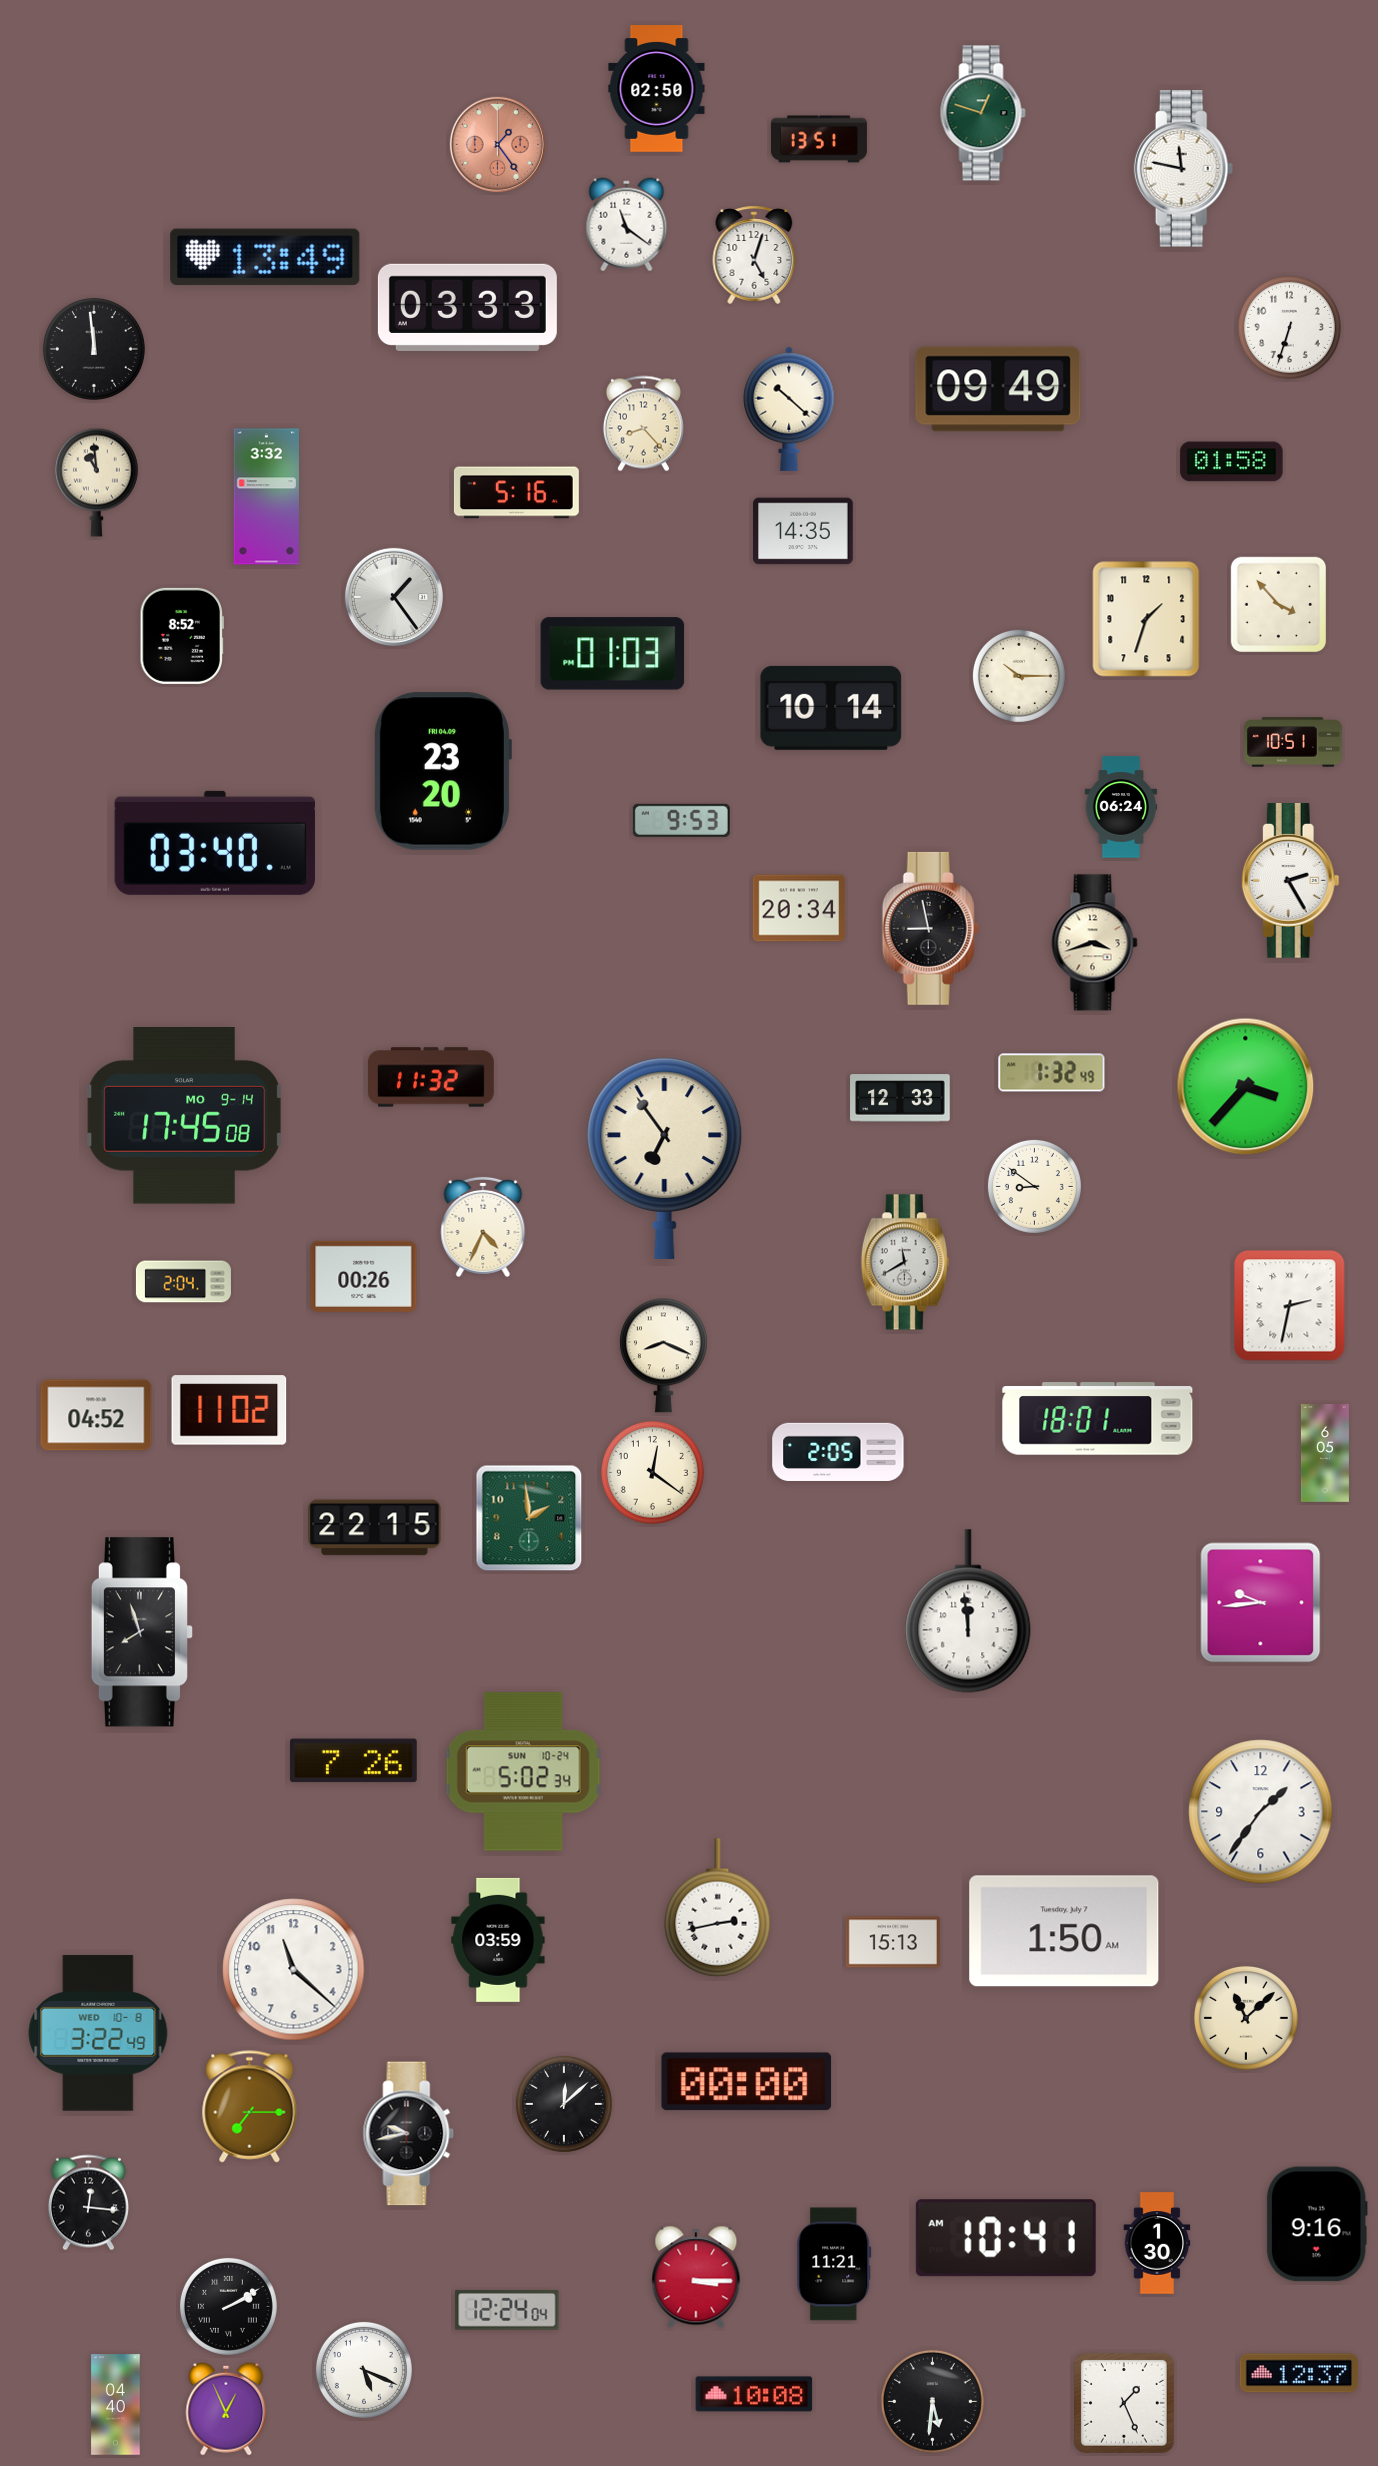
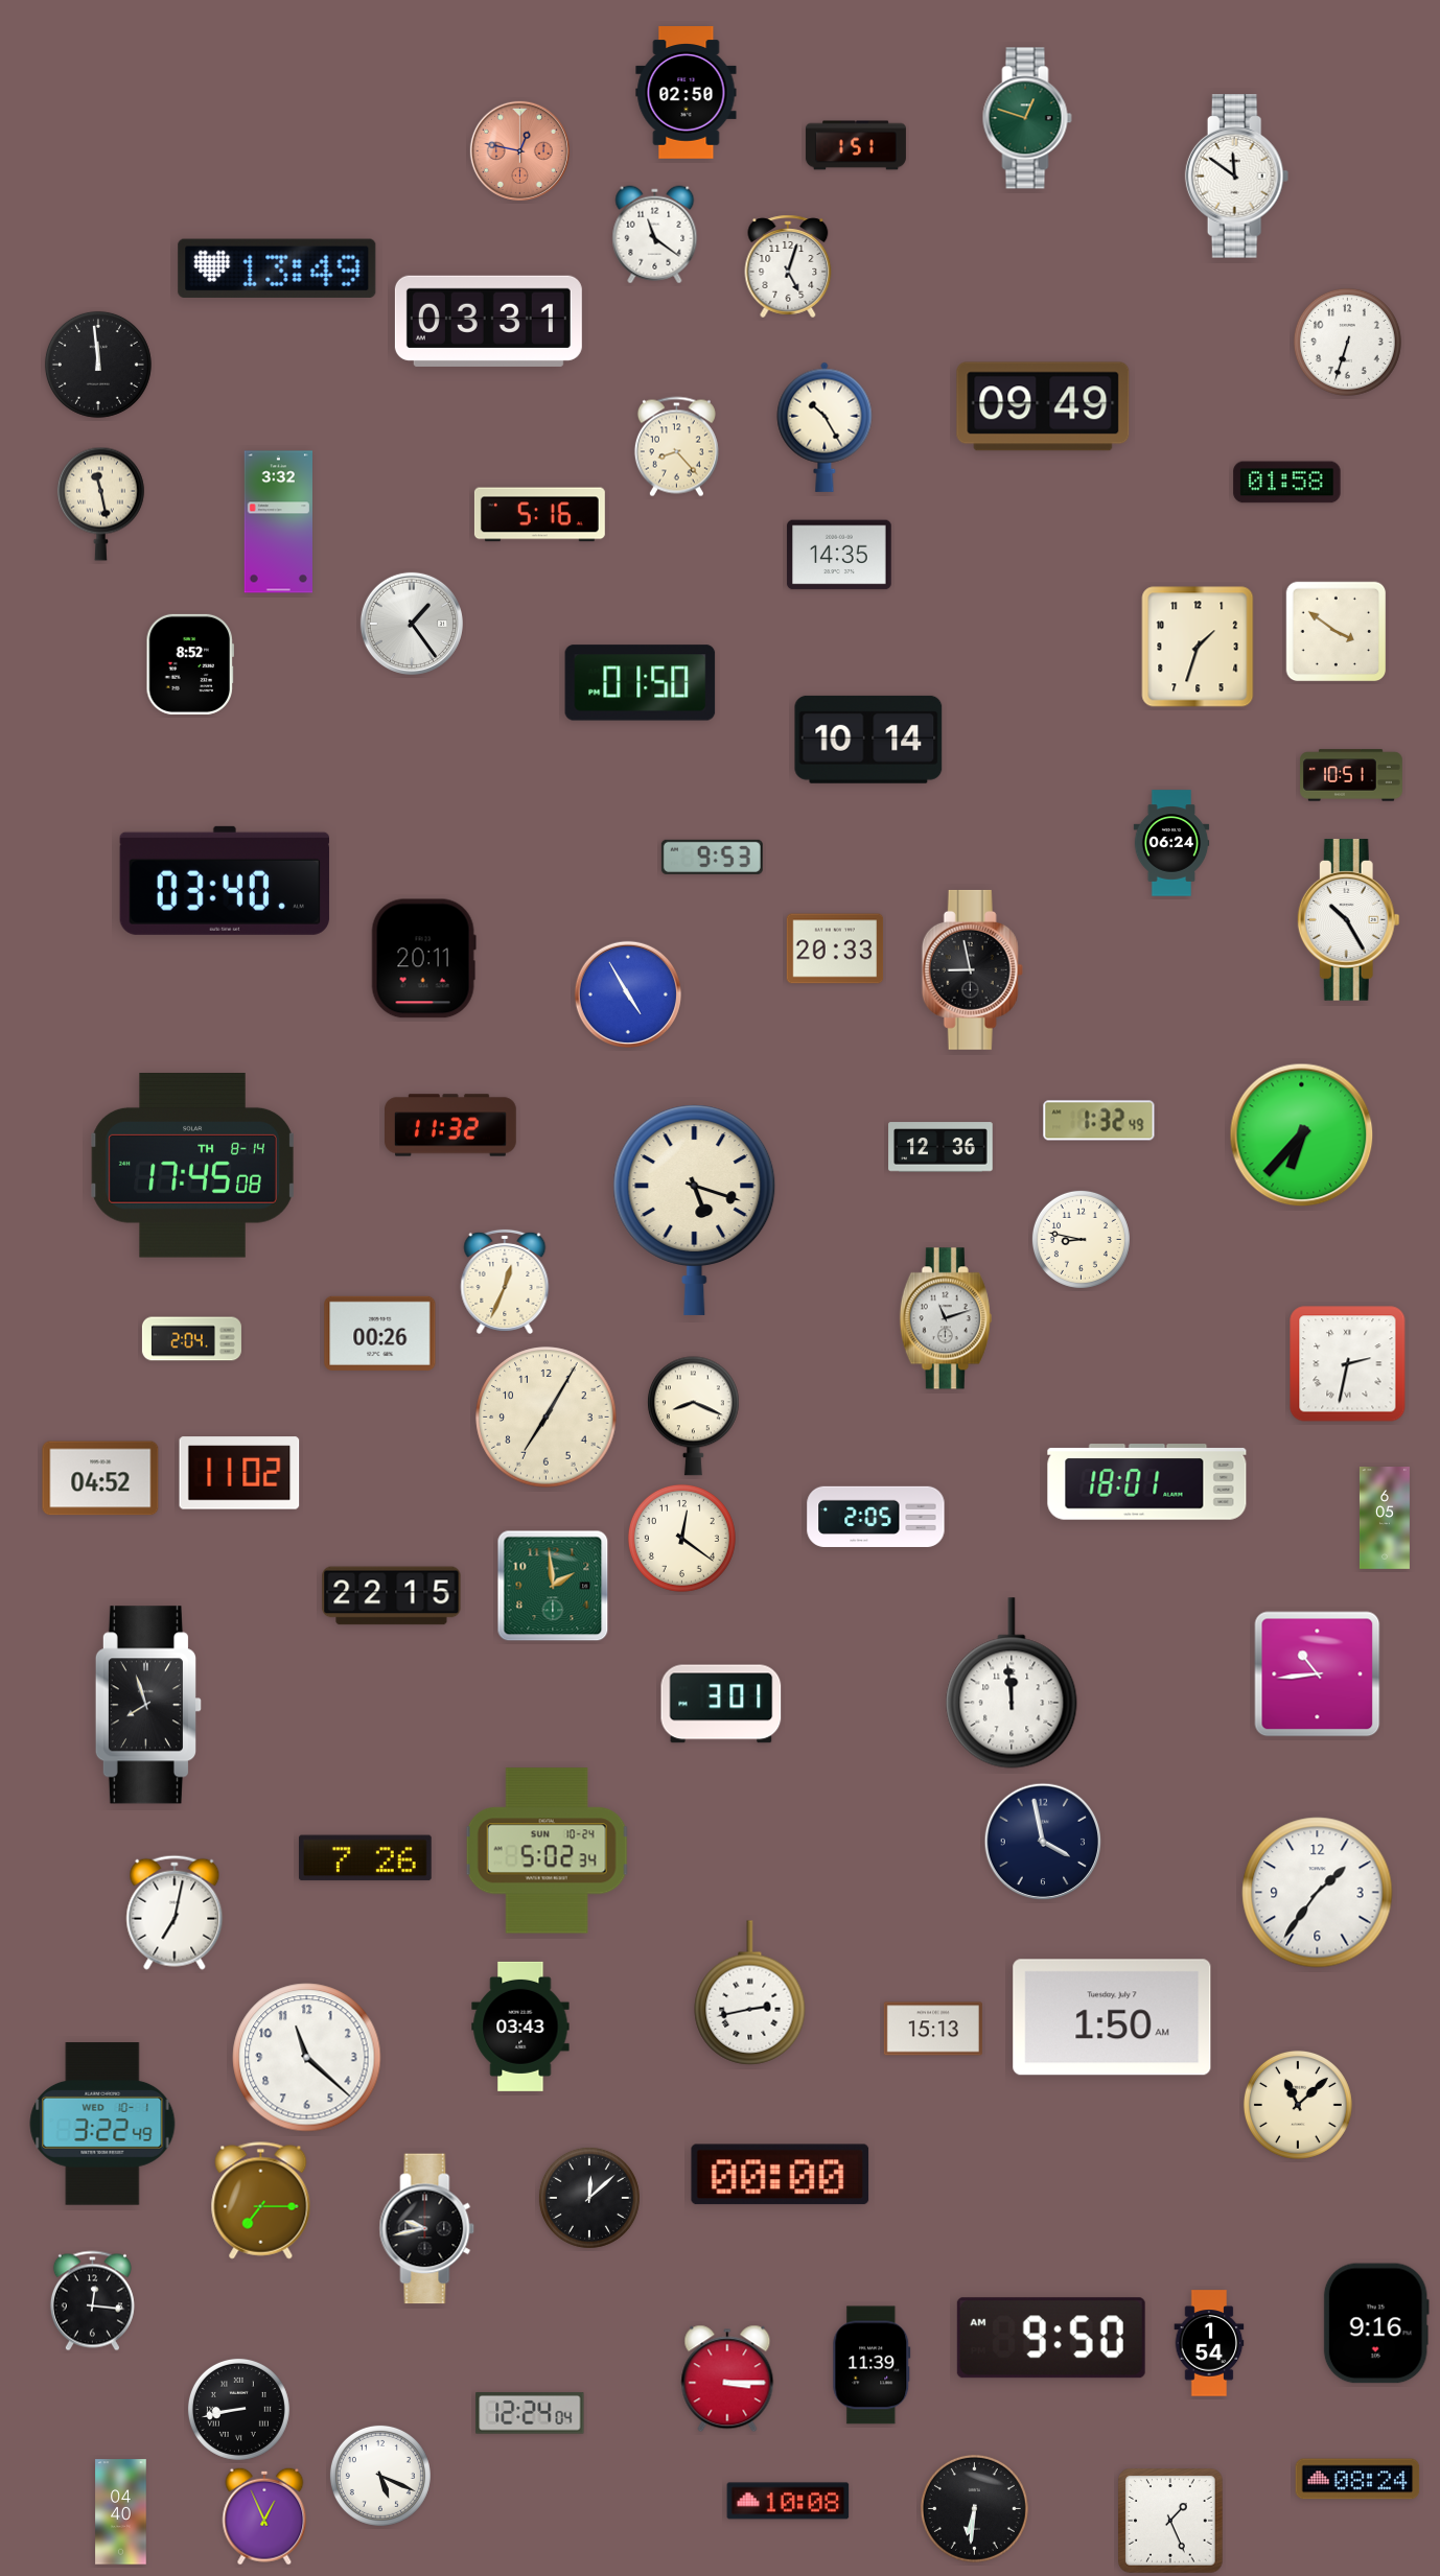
clock at (819, 139): 13:51 -> 1:51
clock at (497, 144): 1:24 -> 12:47
clock at (1184, 169): 11:47 -> 11:51
clock at (467, 307): 03:33 -> 03:31
clock at (789, 409): 10:22 -> 10:25
clock at (643, 424) position: (643, 424) -> (676, 447)
clock at (96, 482): 10:59 -> 11:28
clock at (266, 497) position: (266, 497) -> (278, 522)
clock at (1279, 605): 3:53 -> 3:51
clock at (613, 654): 01:03 -> 01:50
clock at (1019, 676): 10:15 -> none
clock at (442, 771): 23:20 -> none
clock at (1290, 881): 2:25 -> 10:25
clock at (799, 908): 20:34 -> 20:33
clock at (423, 959): none -> 20:11
clock at (1095, 943): 3:42 -> none
clock at (628, 994): none -> 4:55
clock at (1246, 1087): 3:37 -> 6:37
clock at (900, 1098): 12:33 -> 12:36
clock at (185, 1116) date: MO 9-14 -> TH 8-14
clock at (665, 1158): 6:54 -> 5:18
clock at (1034, 1186): 8:51 -> 8:47
clock at (483, 1227): 4:34 -> 12:34
clock at (905, 1262): 11:40 -> 11:12
clock at (547, 1418): none -> 7:05
clock at (1261, 1603): 9:44 -> 10:44
clock at (721, 1704): none -> 3:01
clock at (353, 1761) position: (353, 1761) -> (365, 1858)
clock at (1043, 1842): none -> 3:58
clock at (175, 1913): none -> 7:02
clock at (498, 1940): 03:59 -> 03:43
clock at (1246, 2018) position: (1246, 2018) -> (1298, 2105)
clock at (98, 2033) date: WED 10-8 -> WED 10-1
clock at (1006, 2238): 10:41 -> 9:50
clock at (1157, 2243): 1:30 -> 1:54
clock at (834, 2264): 11:21 -> 11:39
clock at (228, 2306): 2:10 -> 8:43
clock at (1299, 2373): 12:37 -> 08:24
clock at (932, 2401): 5:31 -> 6:31
clock at (1124, 2403) position: (1124, 2403) -> (1170, 2521)
clock at (226, 2409) position: (226, 2409) -> (264, 2516)
